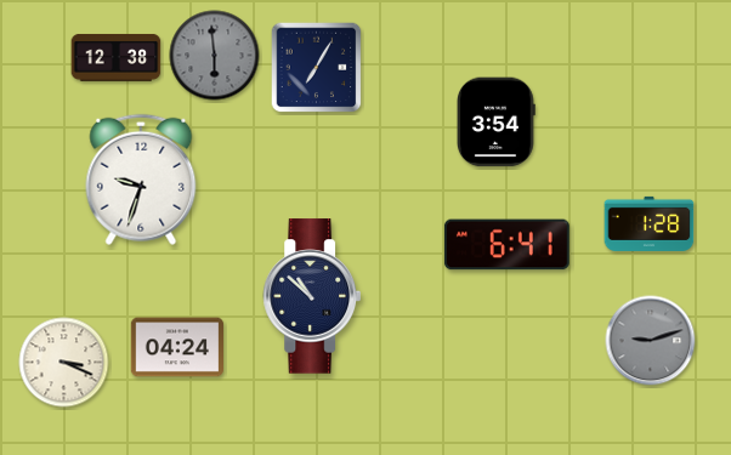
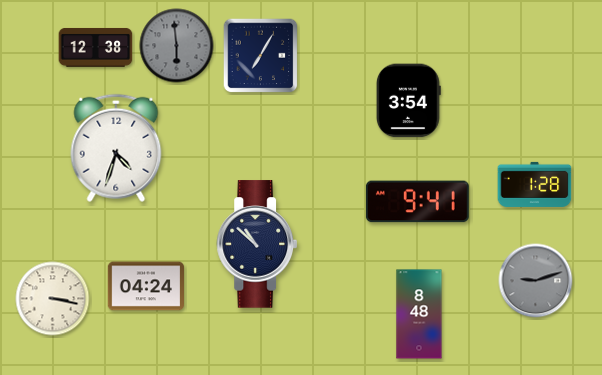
clock at (141, 180): 9:33 -> 4:33
clock at (506, 245): 6:41 -> 9:41
clock at (64, 363): 3:19 -> 3:17
clock at (419, 314): none -> 8:48
